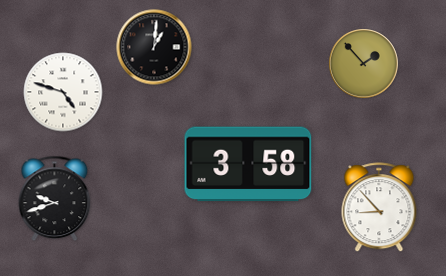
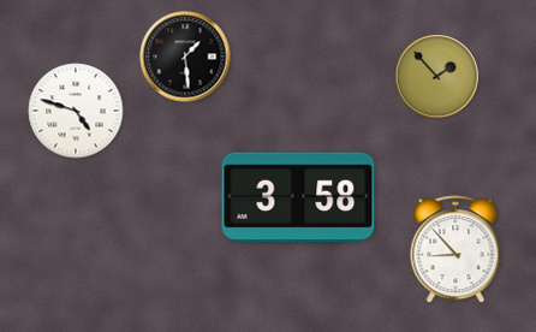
clock at (154, 47): 1:01 -> 1:29
clock at (55, 199): 9:42 -> none
